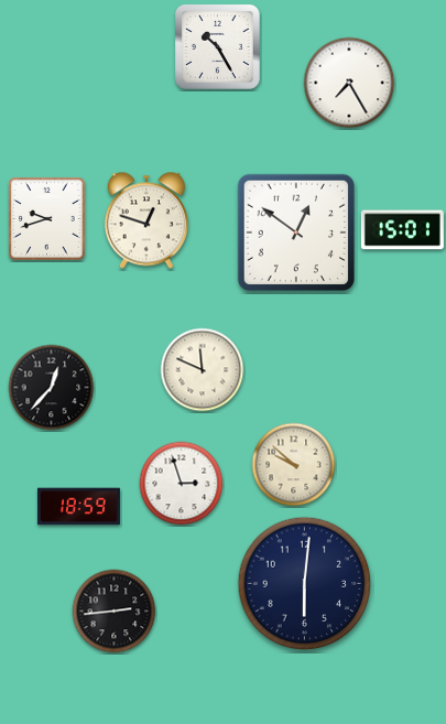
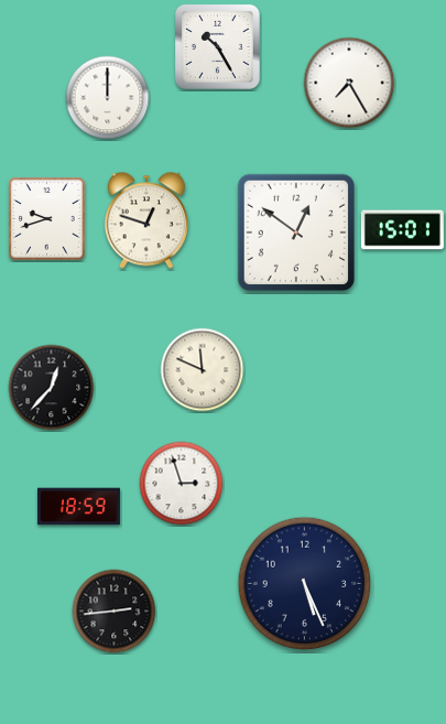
clock at (108, 98): none -> 12:00
clock at (294, 465): 9:52 -> none
clock at (305, 584): 6:01 -> 5:26
